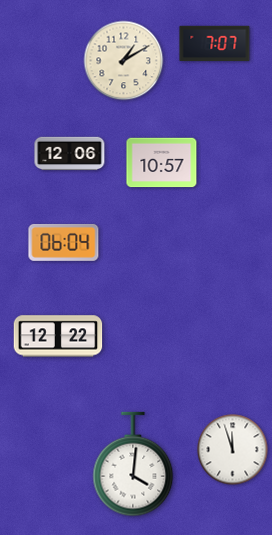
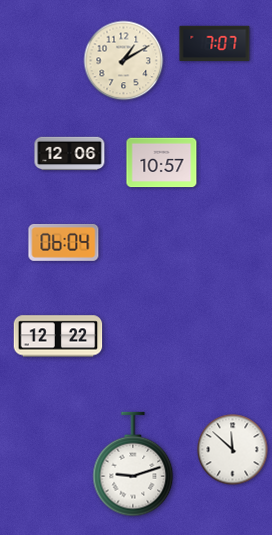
clock at (233, 450): 11:57 -> 11:52
clock at (133, 464): 4:01 -> 9:12
